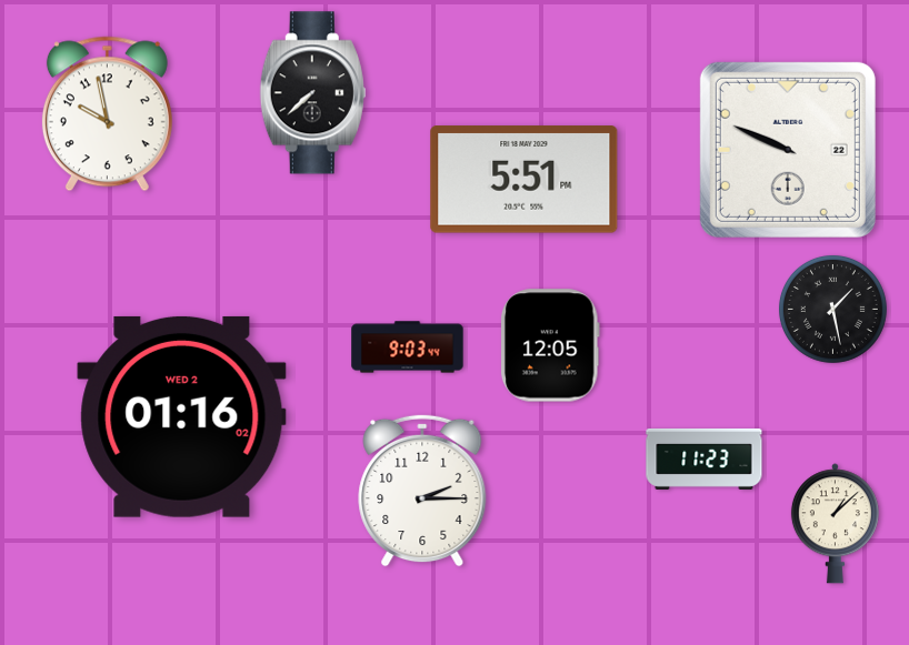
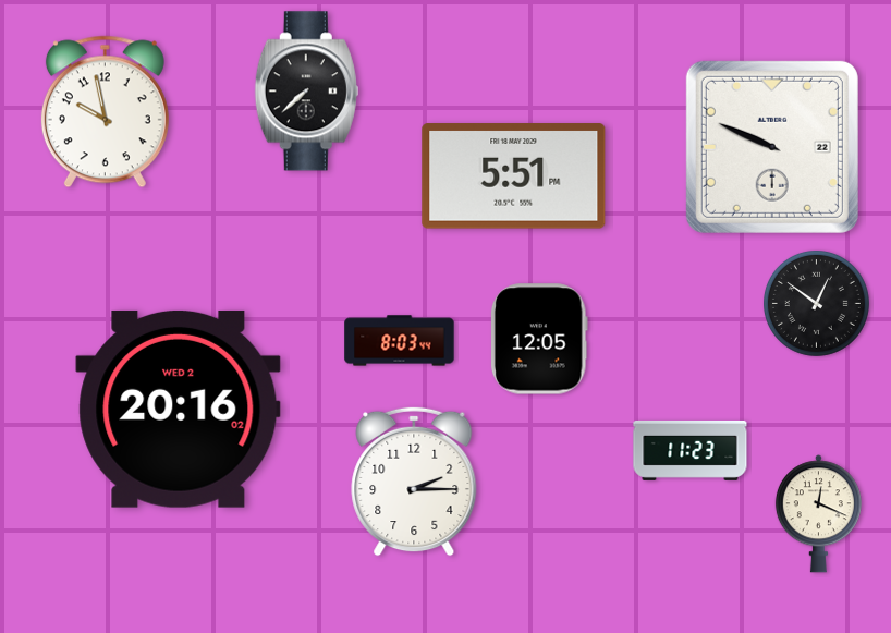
clock at (832, 309): 1:28 -> 12:51
clock at (408, 347): 9:03 -> 8:03
clock at (182, 416): 01:16 -> 20:16
clock at (835, 524): 1:08 -> 12:19
